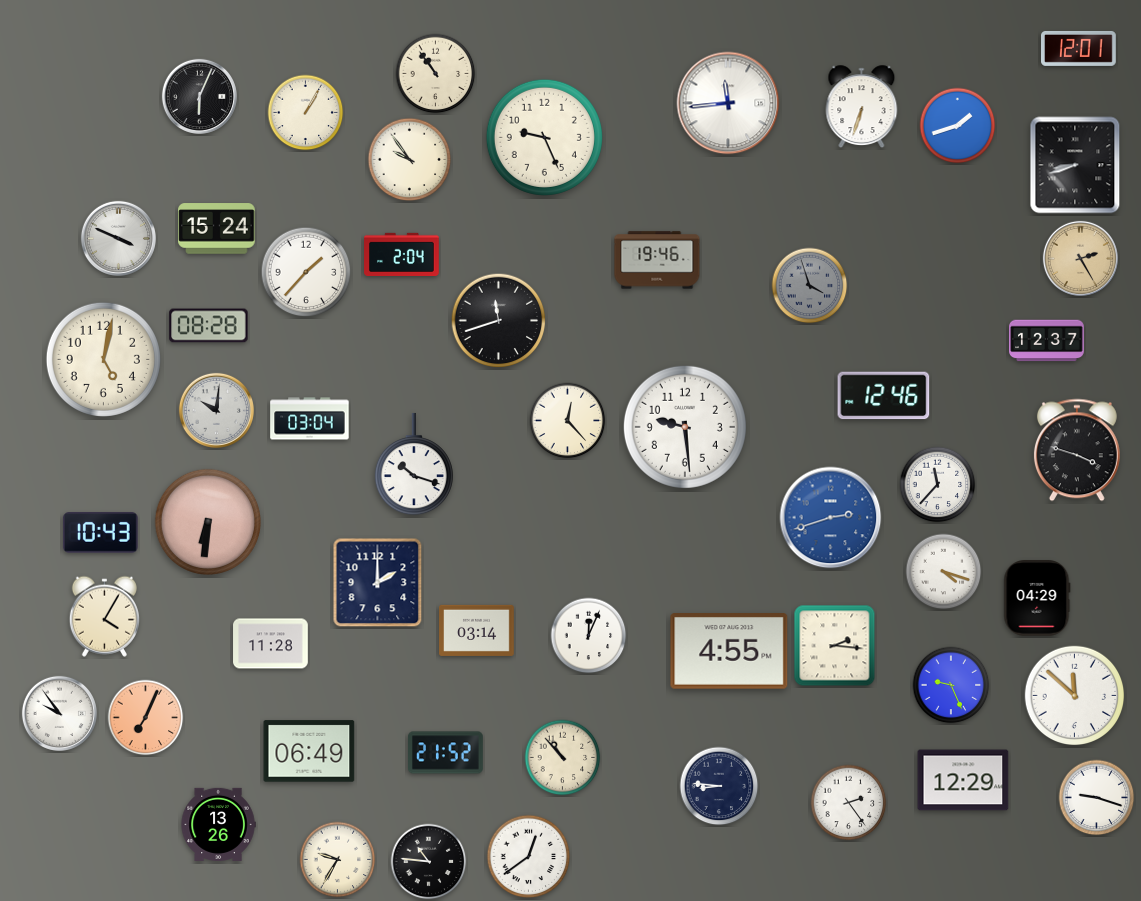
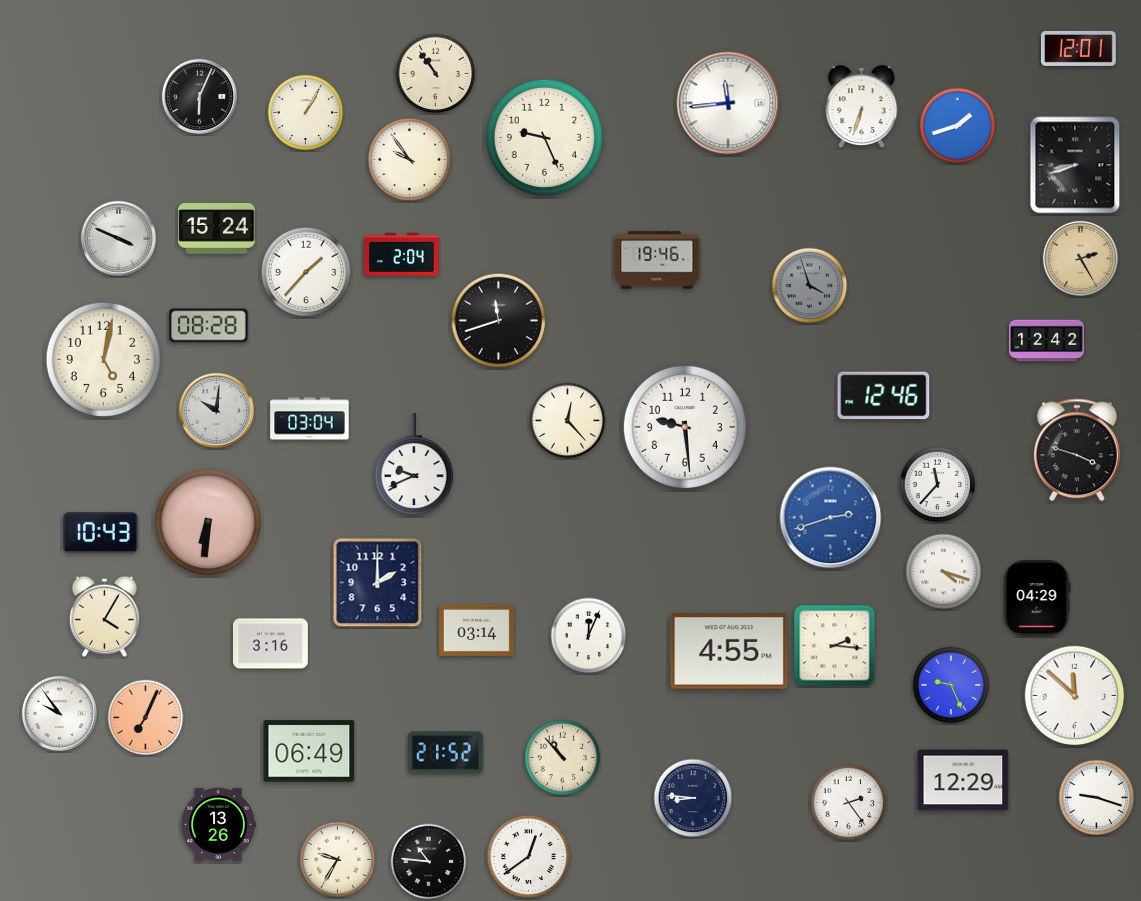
clock at (1047, 341): 12:37 -> 12:42
clock at (414, 464): 10:18 -> 9:41
clock at (271, 644): 11:28 -> 3:16
clock at (719, 786) position: (719, 786) -> (693, 798)
